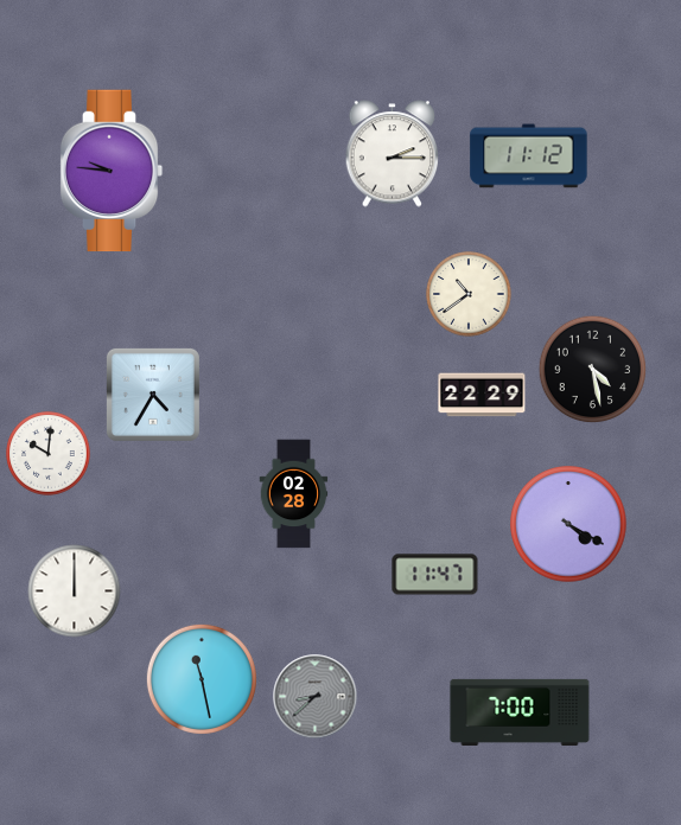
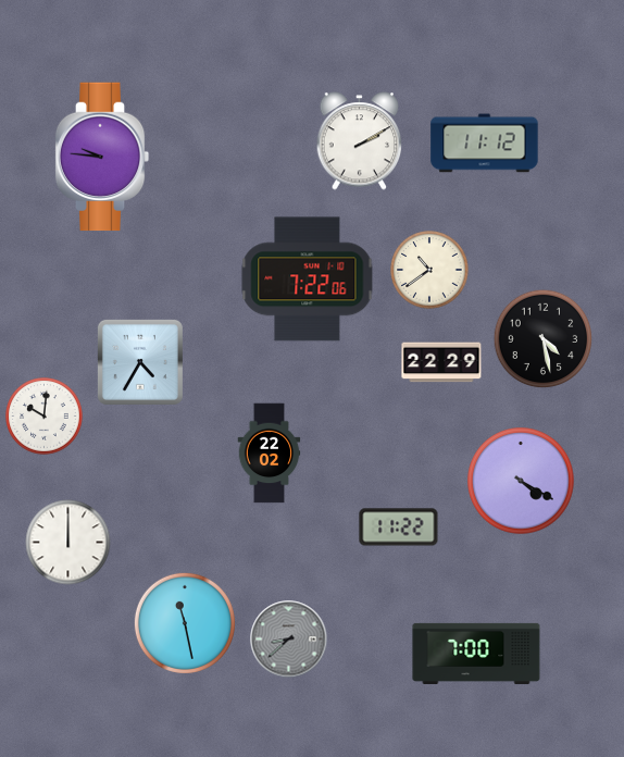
clock at (393, 154): 2:15 -> 2:10
clock at (308, 280): none -> 7:22
clock at (294, 494): 02:28 -> 22:02
clock at (435, 575): 11:47 -> 11:22
